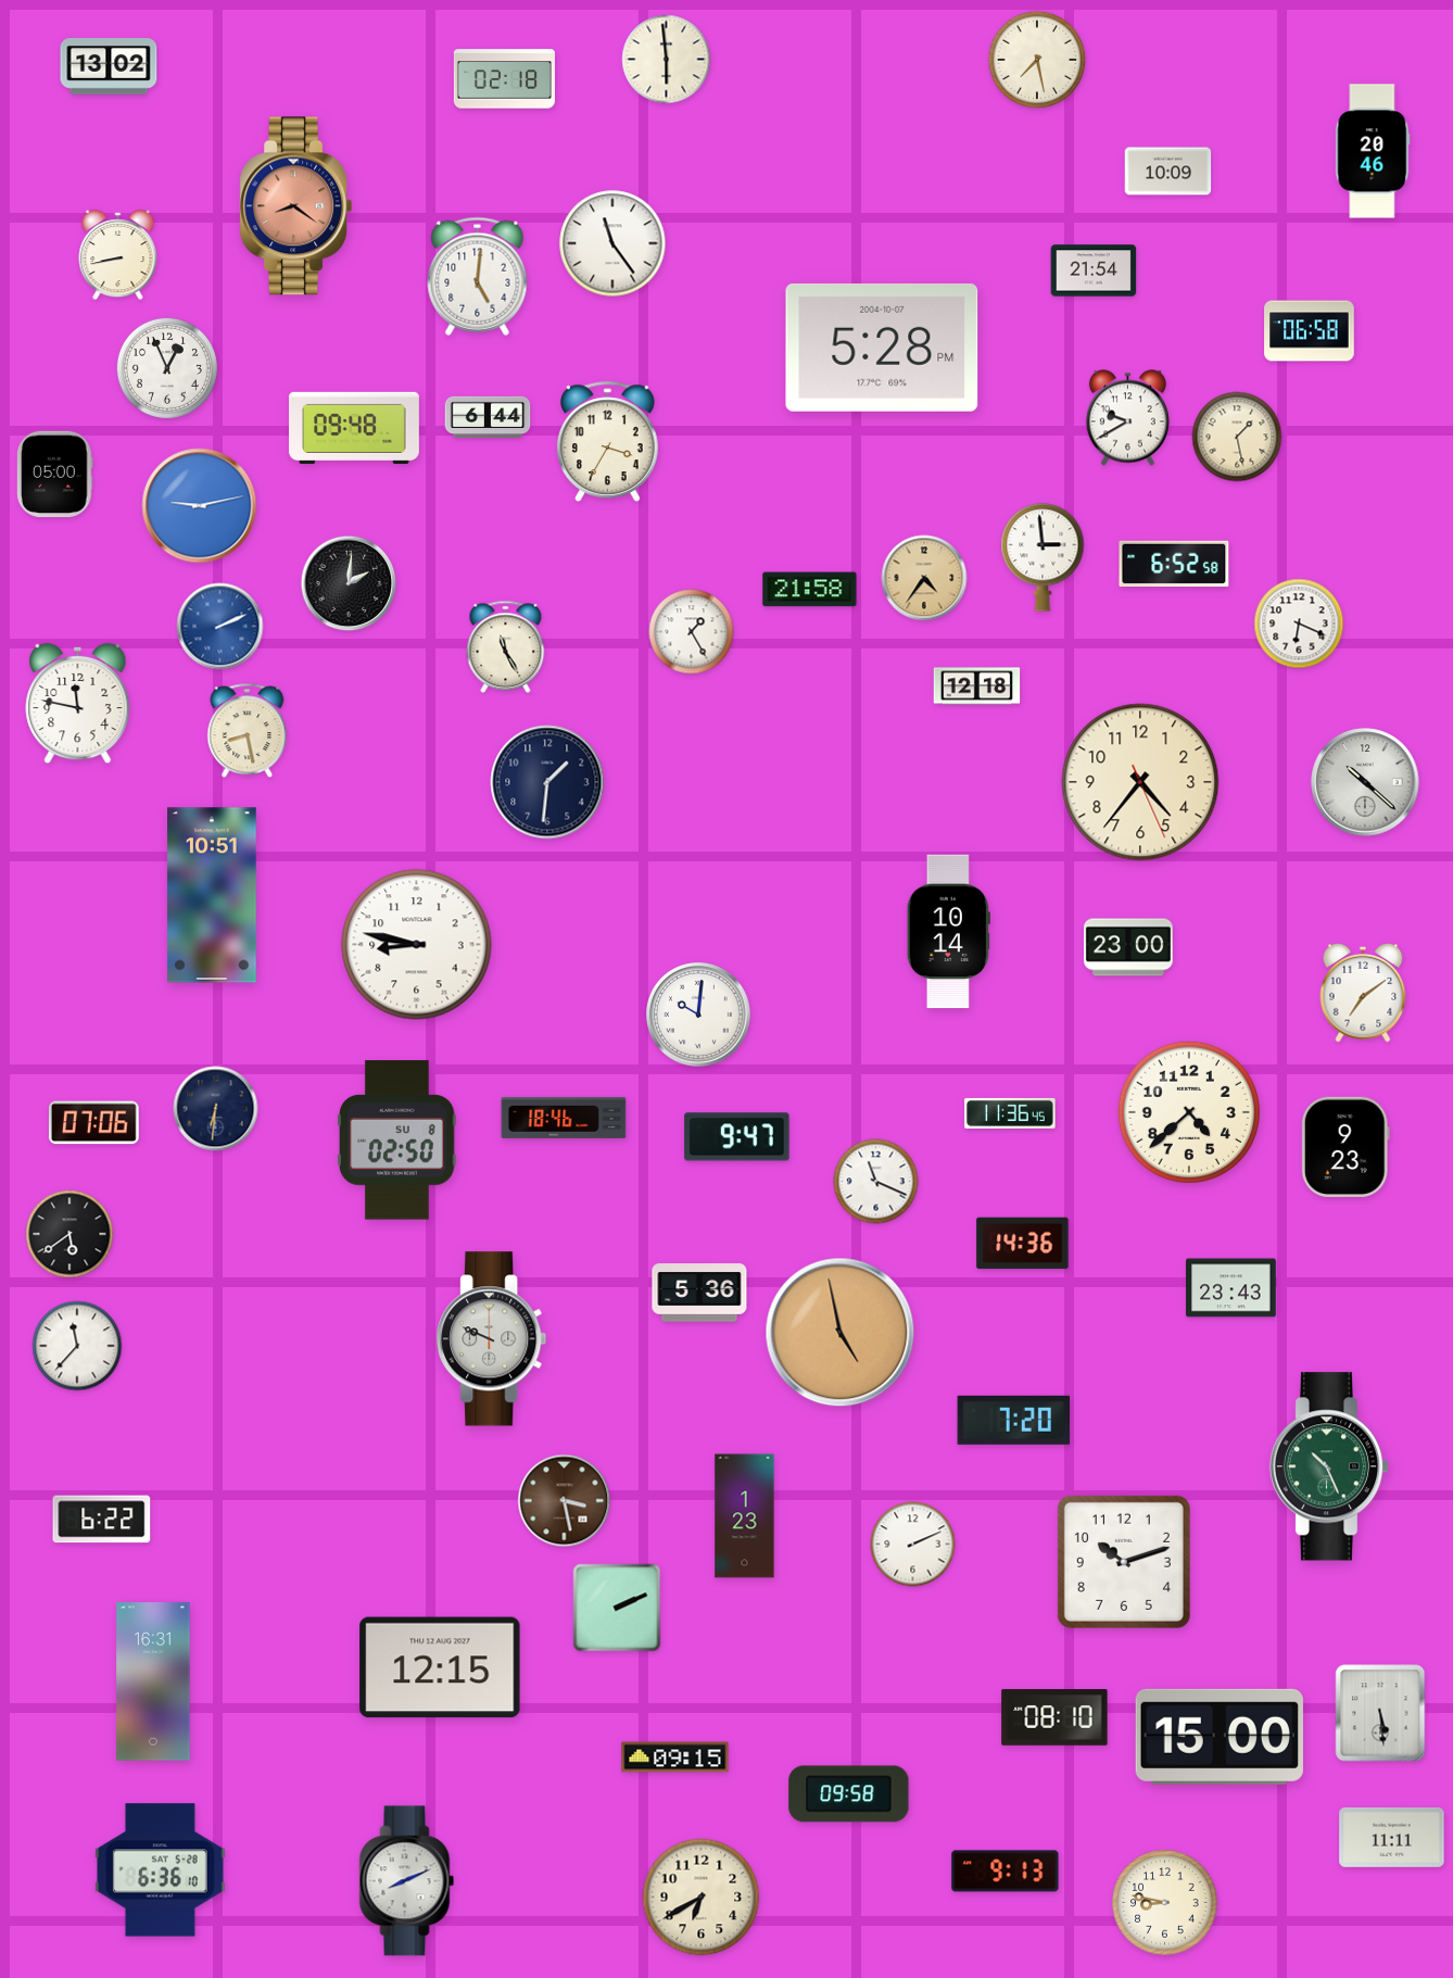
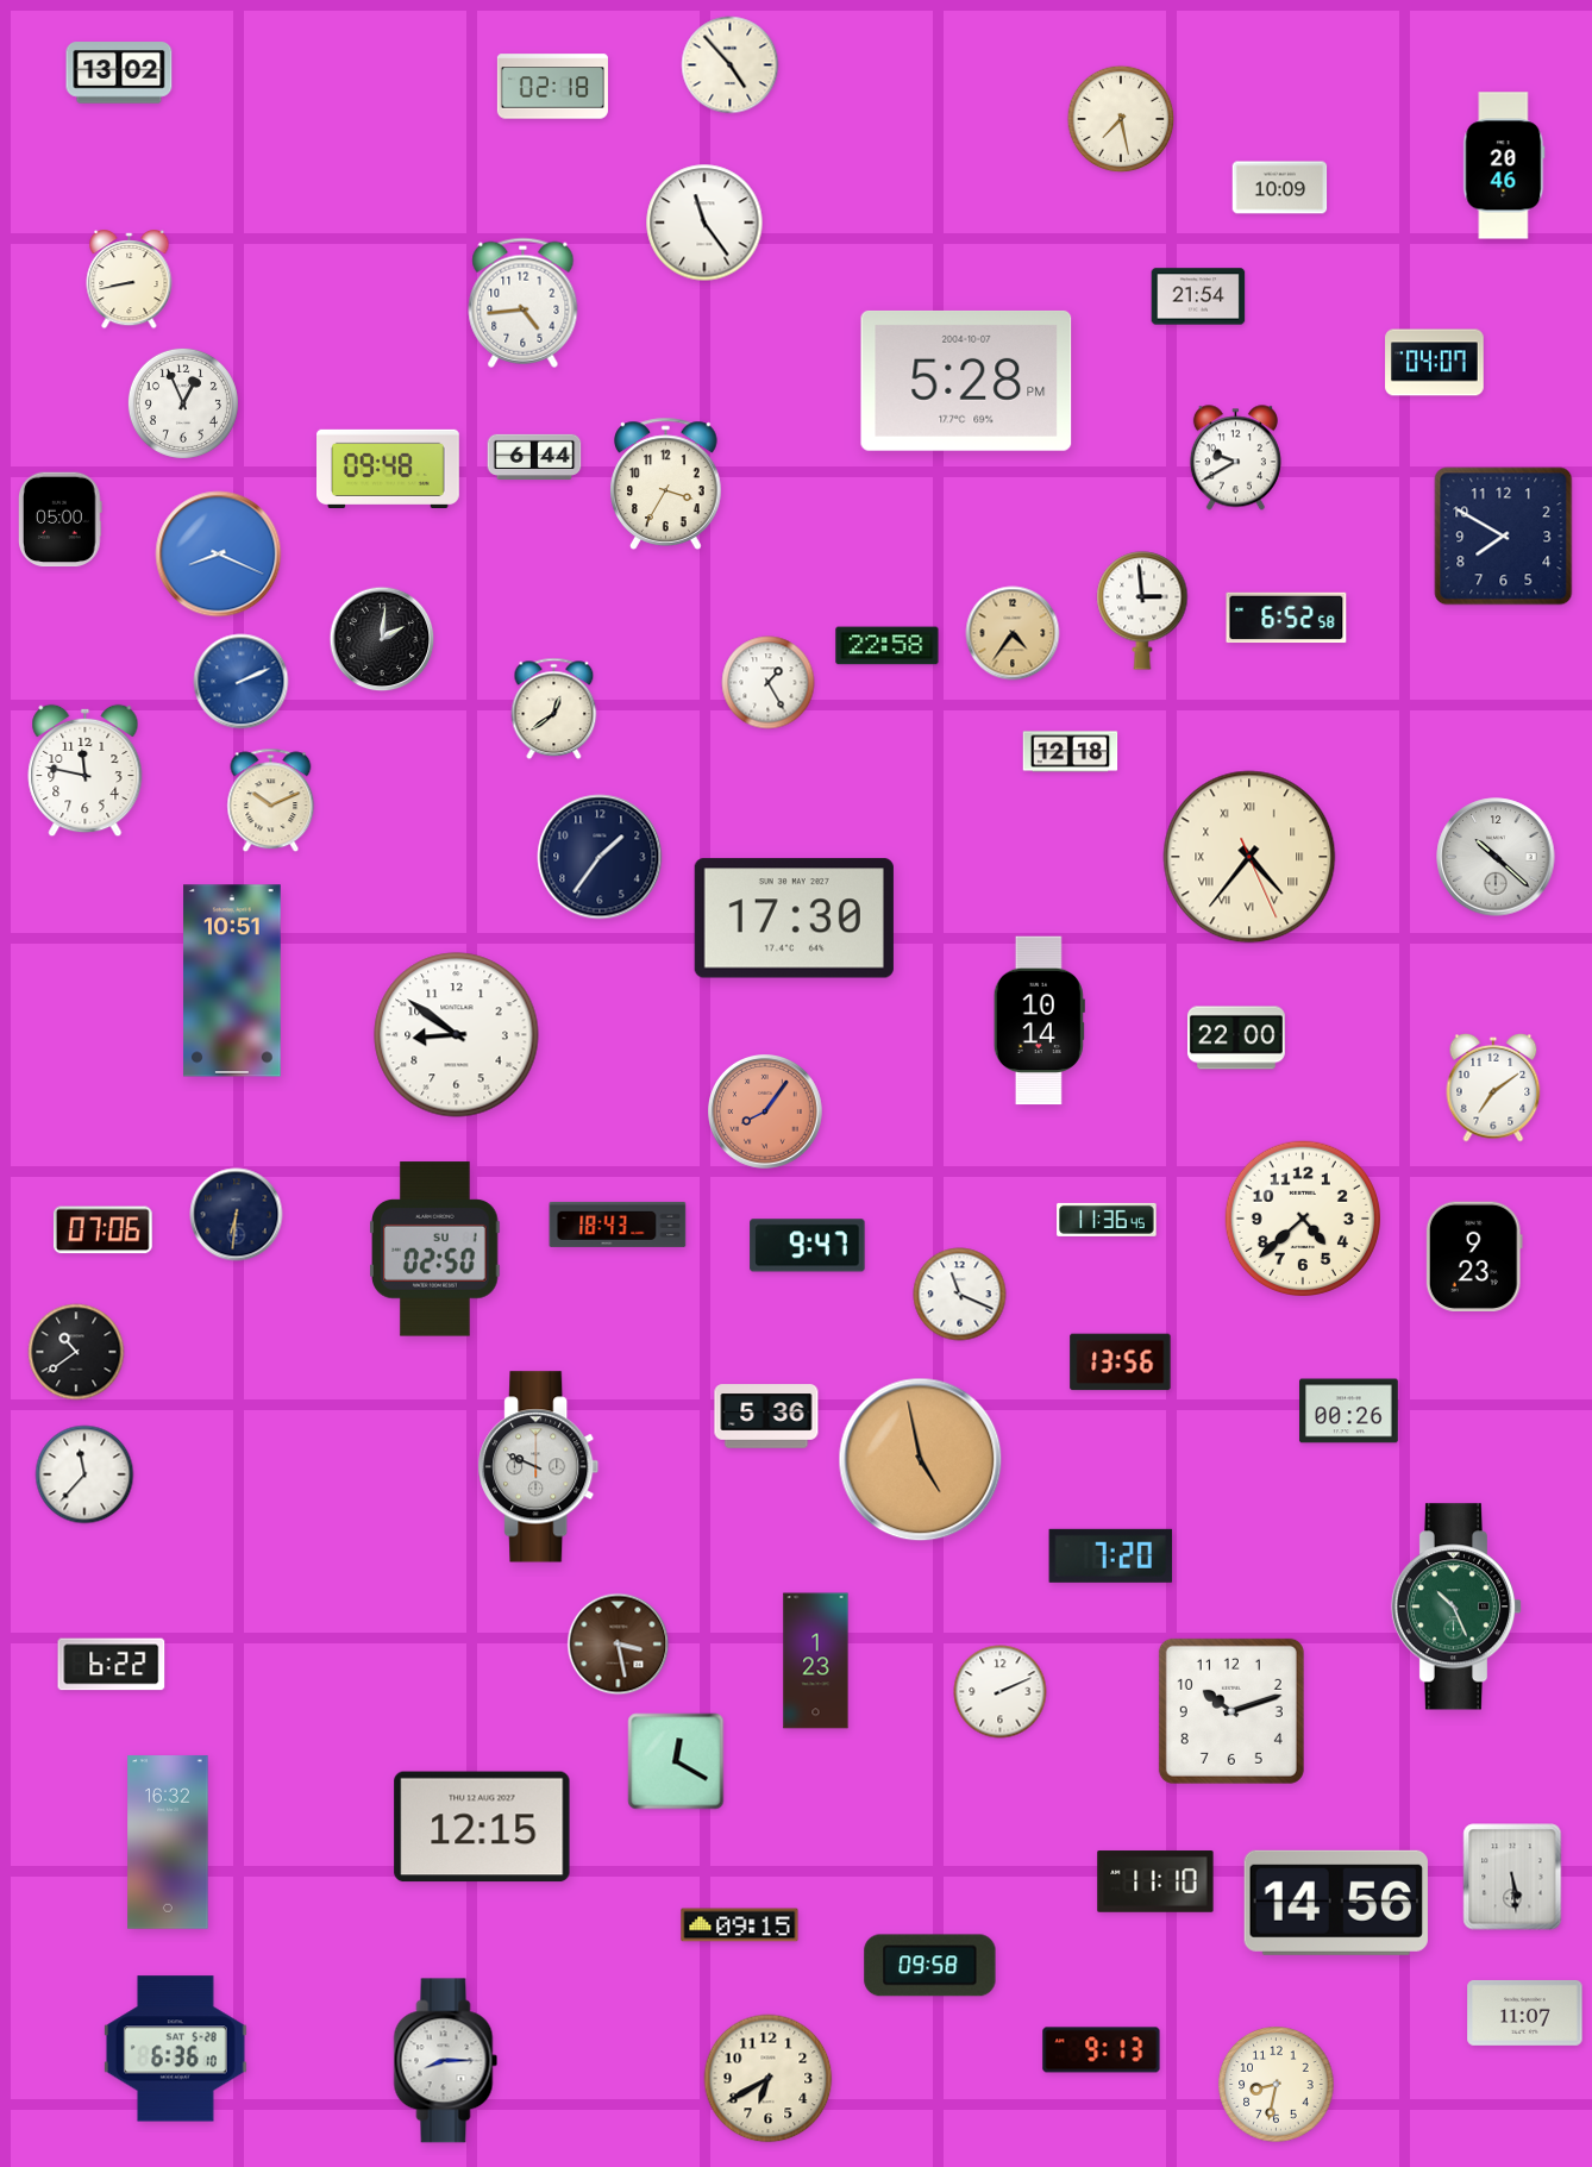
clock at (667, 60): 5:59 -> 4:53
clock at (1037, 60) position: (1037, 60) -> (1121, 119)
clock at (296, 206): 8:21 -> none
clock at (612, 243) position: (612, 243) -> (704, 223)
clock at (478, 276): 5:01 -> 4:44
clock at (1310, 331): 06:58 -> 04:07
clock at (1237, 437): 1:28 -> none
clock at (1504, 537): none -> 7:50
clock at (200, 506): 9:13 -> 8:19
clock at (810, 590): 21:58 -> 22:58
clock at (1299, 623): 6:19 -> none
clock at (220, 627) position: (220, 627) -> (242, 682)
clock at (692, 632) position: (692, 632) -> (769, 683)
clock at (506, 647): 11:25 -> 12:39
clock at (248, 731): 8:28 -> 10:11
clock at (547, 782): 1:31 -> 1:36
clock at (1140, 782) numerals: Arabic -> Roman
clock at (794, 919): none -> 17:30
clock at (417, 945): 8:47 -> 8:51
clock at (1128, 947): 23:00 -> 22:00
clock at (699, 1016): 10:01 -> 8:06
clock at (699, 1016) dial: white -> salmon
clock at (564, 1118): 18:46 -> 18:43
clock at (397, 1141) date: SU 8 -> SU 1
clock at (70, 1234): 5:39 -> 10:39
clock at (1023, 1244): 14:36 -> 13:56
clock at (1231, 1288): 23:43 -> 00:26
clock at (617, 1608): 2:11 -> 12:20
clock at (153, 1681): 16:31 -> 16:32
clock at (1054, 1717): 08:10 -> 11:10
clock at (1220, 1737): 15:00 -> 14:56
clock at (1392, 1837): 11:11 -> 11:07
clock at (407, 1881): 8:11 -> 8:15
clock at (1165, 1903): 8:47 -> 8:32
